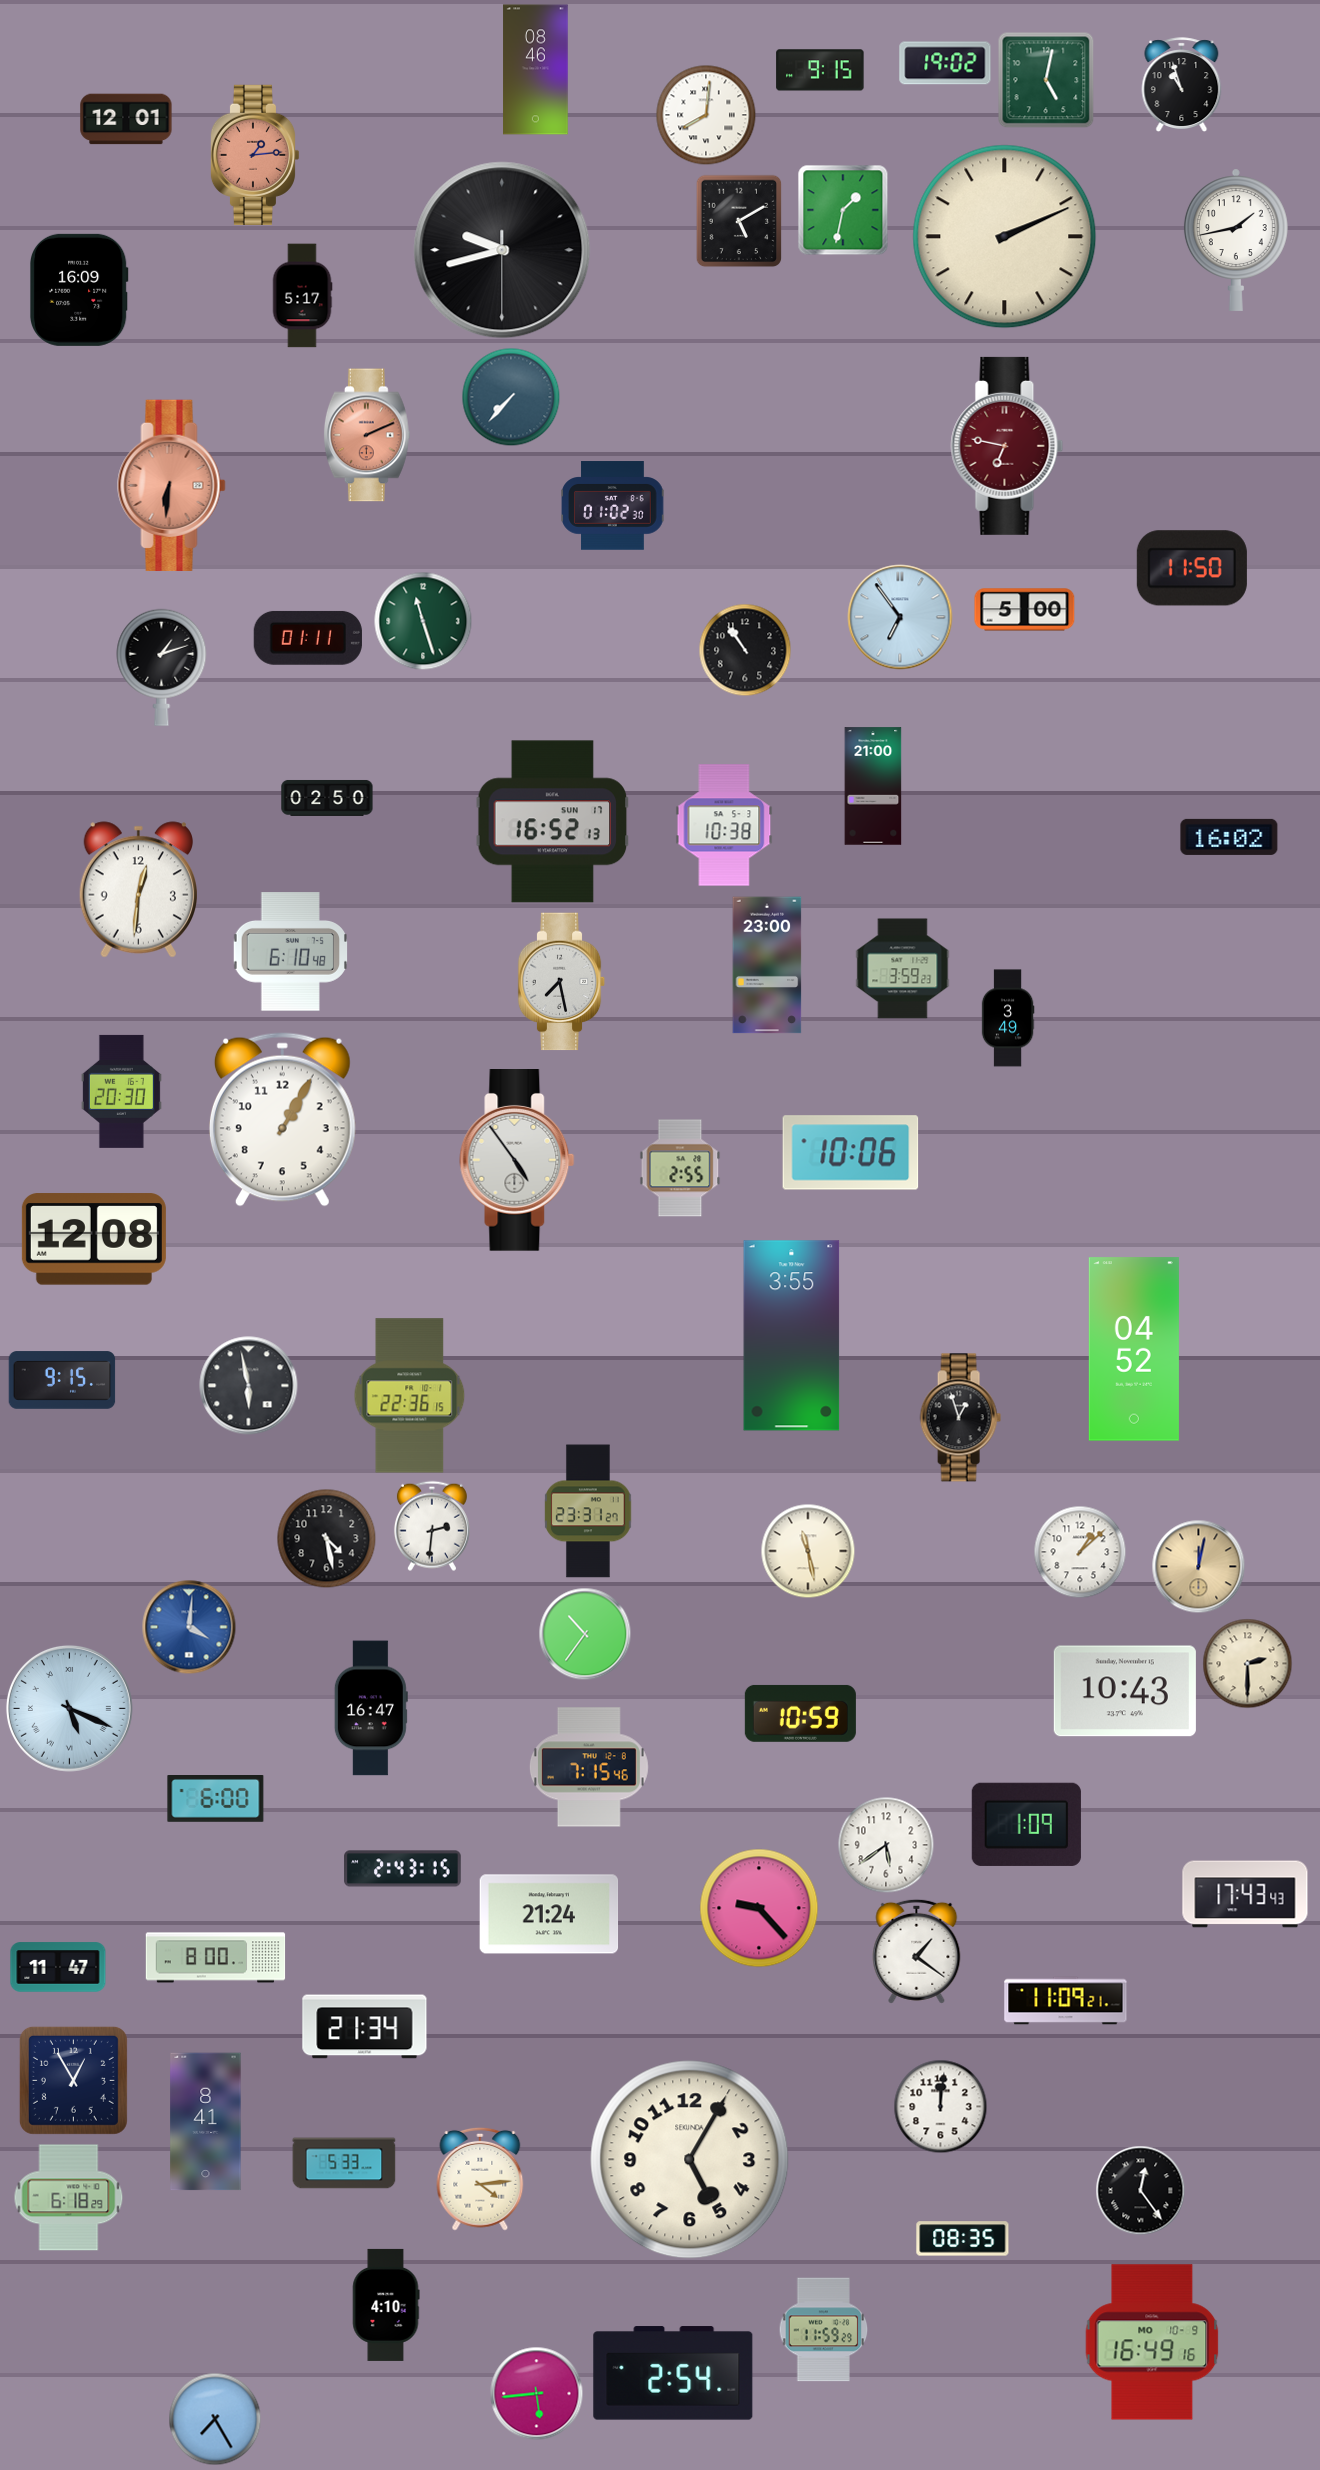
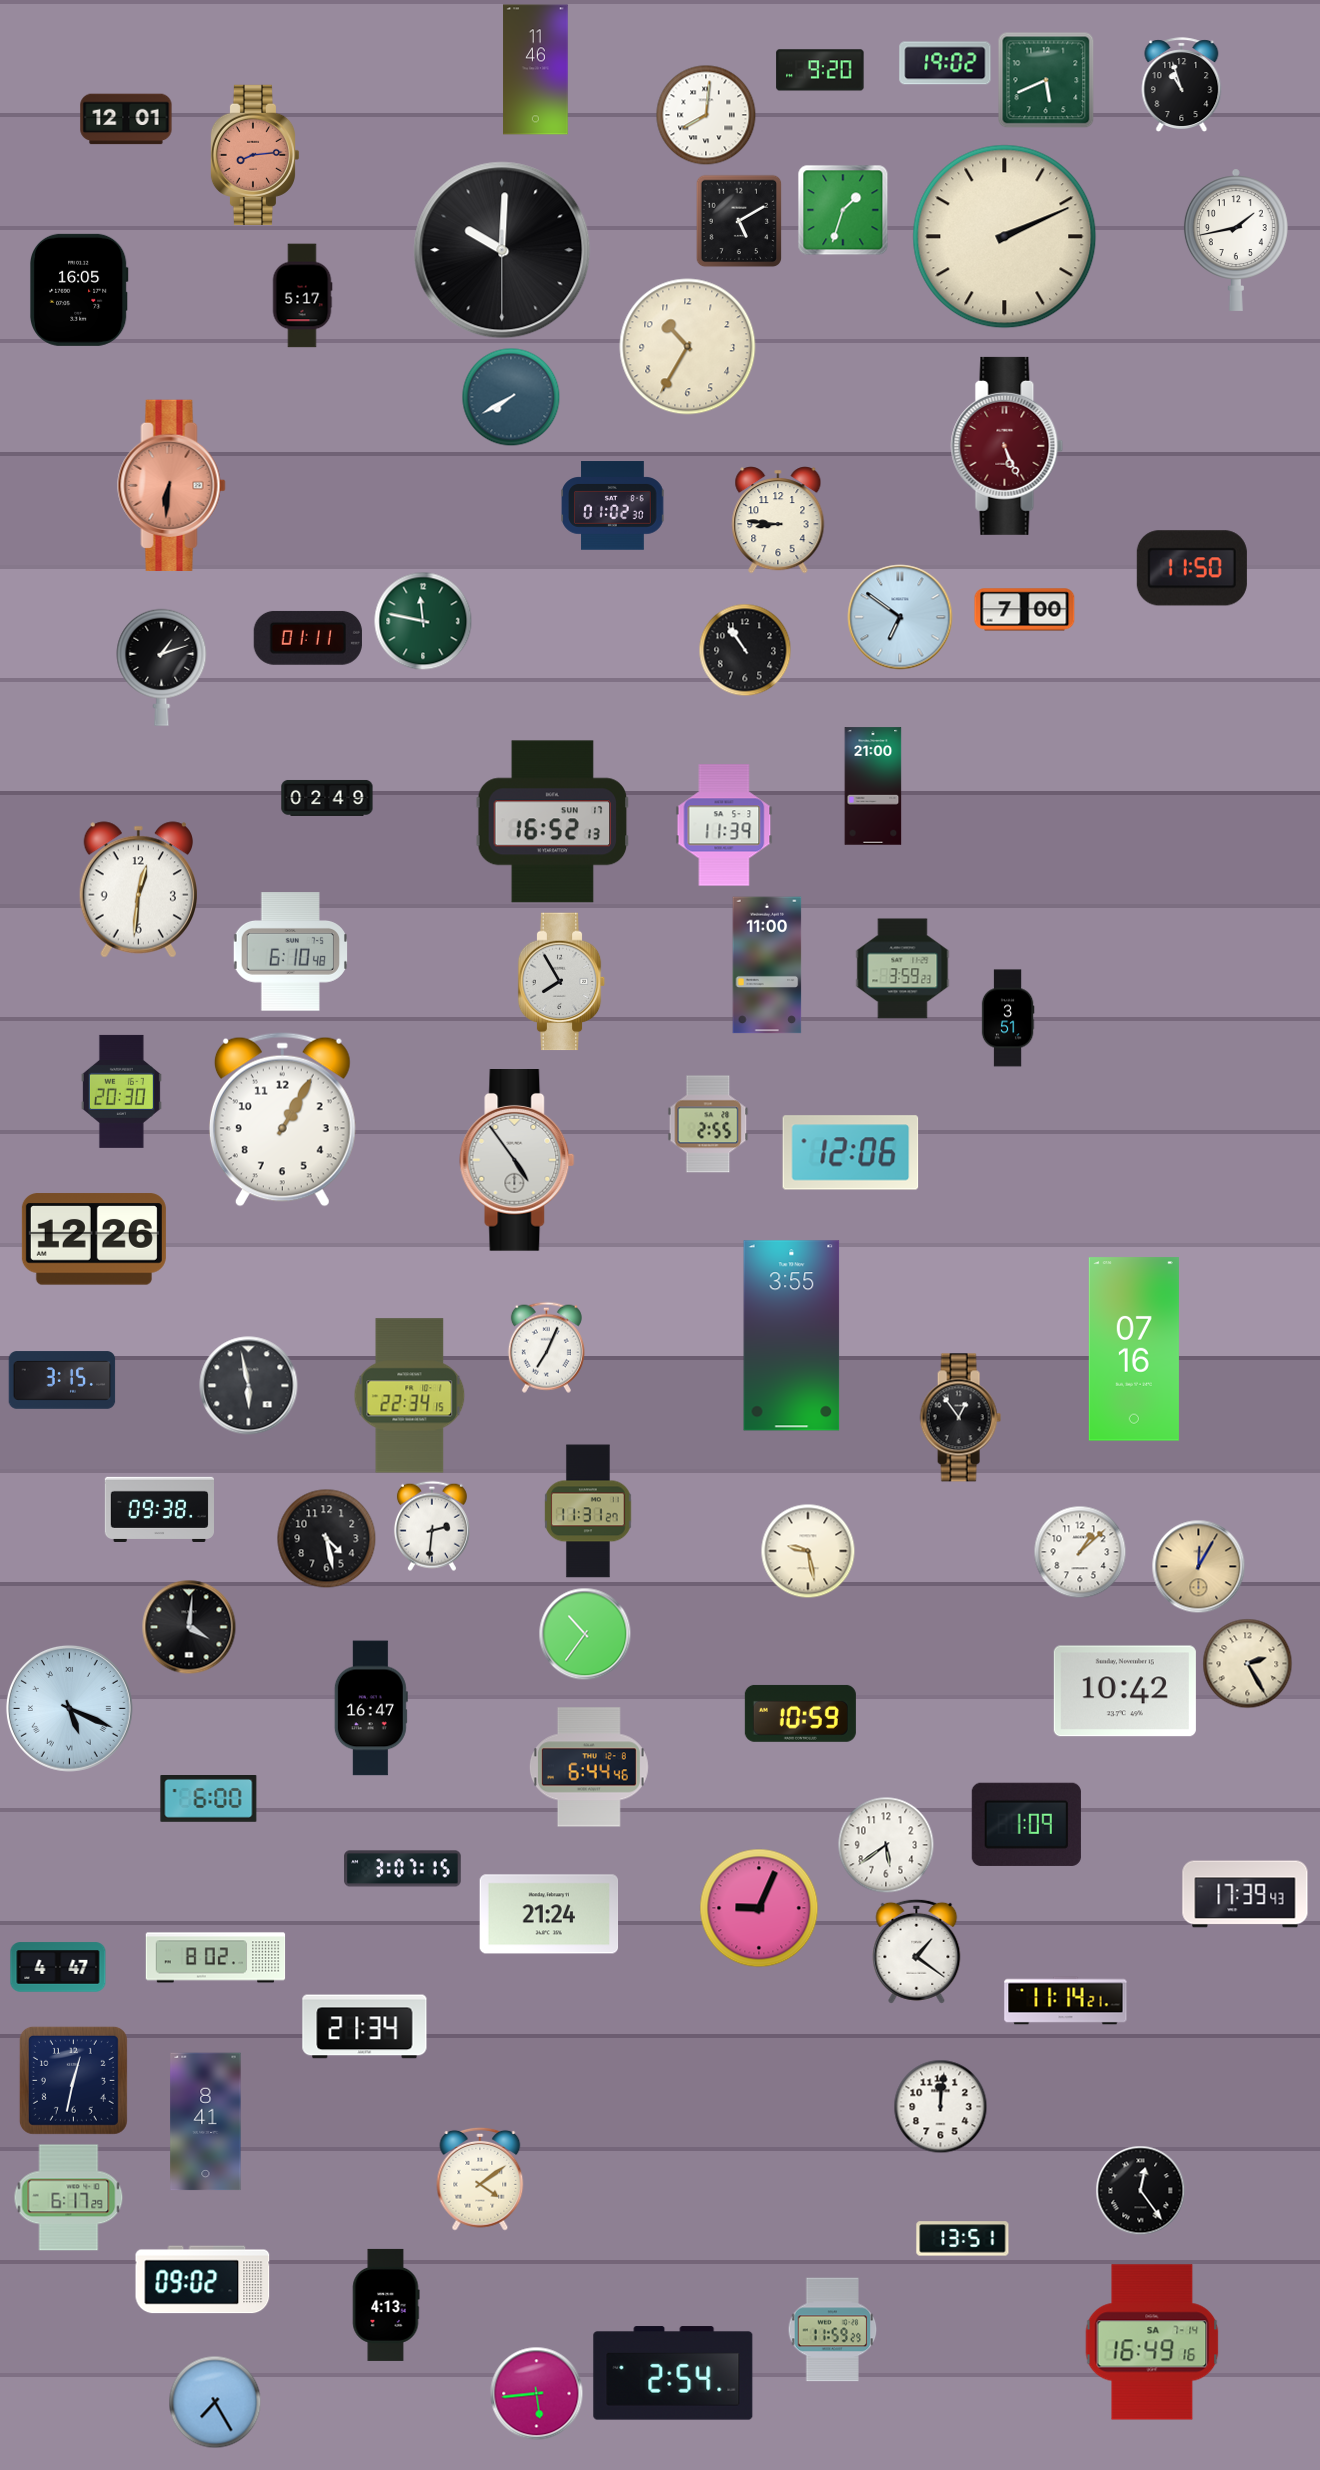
clock at (536, 70): 08:46 -> 11:46
clock at (820, 70): 9:15 -> 9:20
clock at (1046, 80): 5:02 -> 5:41
clock at (255, 155): 1:14 -> 8:14
clock at (843, 210): 1:32 -> 1:33
clock at (502, 250): 9:42 -> 10:00
clock at (79, 290): 16:09 -> 16:05
clock at (688, 347): none -> 10:35
clock at (511, 397): 7:37 -> 7:40
clock at (367, 435): 2:11 -> none
clock at (1007, 446): 6:47 -> 5:26
clock at (778, 520): none -> 8:46
clock at (1025, 610): 5:00 -> 7:00
clock at (900, 617): 6:54 -> 6:51
clock at (423, 621): 11:27 -> 11:47
clock at (327, 798): 02:50 -> 02:49
clock at (724, 825): 10:38 -> 11:39
clock at (1229, 837): 16:02 -> none
clock at (767, 965): 23:00 -> 11:00
clock at (562, 982): 7:28 -> 7:55
clock at (1008, 1018): 3:49 -> 3:51
clock at (851, 1153): 10:06 -> 12:06
clock at (680, 1168) position: (680, 1168) -> (708, 1124)
clock at (94, 1239): 12:08 -> 12:26
clock at (546, 1347): none -> 7:04
clock at (1134, 1349): 04:52 -> 07:16
clock at (62, 1380): 9:15 -> 3:15
clock at (410, 1396): 22:36 -> 22:34
clock at (960, 1418): 12:57 -> 12:54
clock at (159, 1509): none -> 09:38
clock at (588, 1511): 23:31 -> 11:31
clock at (808, 1551): 11:28 -> 9:28
clock at (1199, 1567): 12:02 -> 12:05
clock at (189, 1627) dial: blue -> black
clock at (1248, 1664): 2:30 -> 2:25
clock at (1125, 1691): 10:43 -> 10:42
clock at (589, 1767): 7:15 -> 6:44
clock at (216, 1799) position: (216, 1799) -> (209, 1799)
clock at (403, 1869): 2:43 -> 3:07
clock at (1245, 1894): 17:43 -> 17:39
clock at (759, 1908): 9:23 -> 9:04
clock at (216, 1958): 8:00 -> 8:02
clock at (58, 1967): 11:47 -> 4:47
clock at (1066, 2001): 11:09 -> 11:14
clock at (73, 2080): 12:55 -> 12:32
clock at (690, 2160): 5:05 -> none
clock at (344, 2163): 5:33 -> none
clock at (480, 2179): 4:14 -> 4:09
clock at (69, 2198): 6:18 -> 6:17
clock at (963, 2239): 08:35 -> 13:51
clock at (203, 2280): none -> 09:02
clock at (386, 2305): 4:10 -> 4:13
clock at (824, 2330) position: (824, 2330) -> (833, 2330)
clock at (1152, 2342) date: MO 10-9 -> SA 7-14
clock at (215, 2419) position: (215, 2419) -> (215, 2402)
